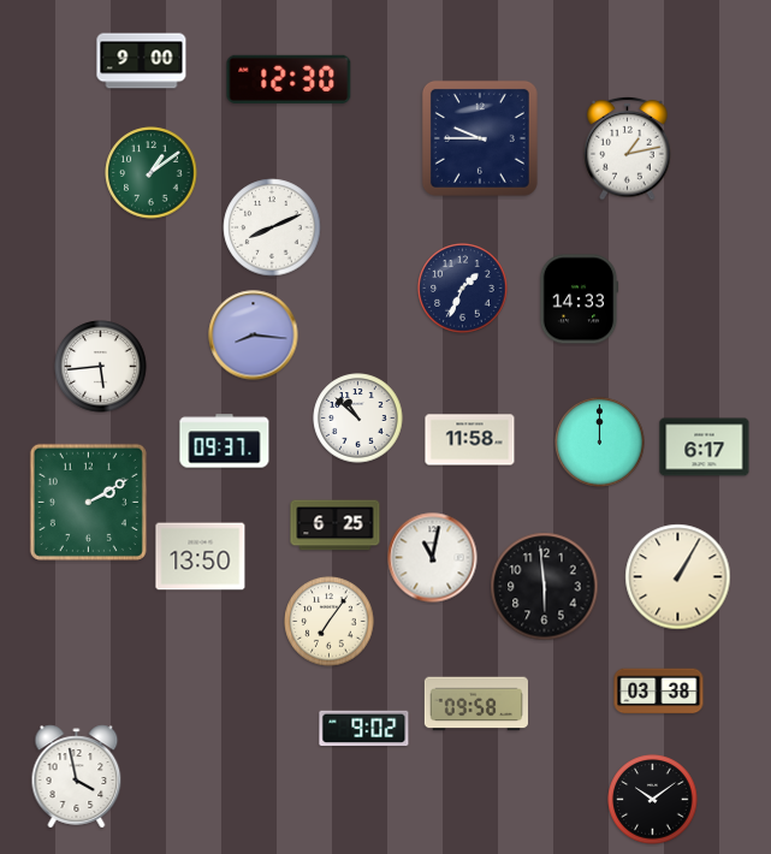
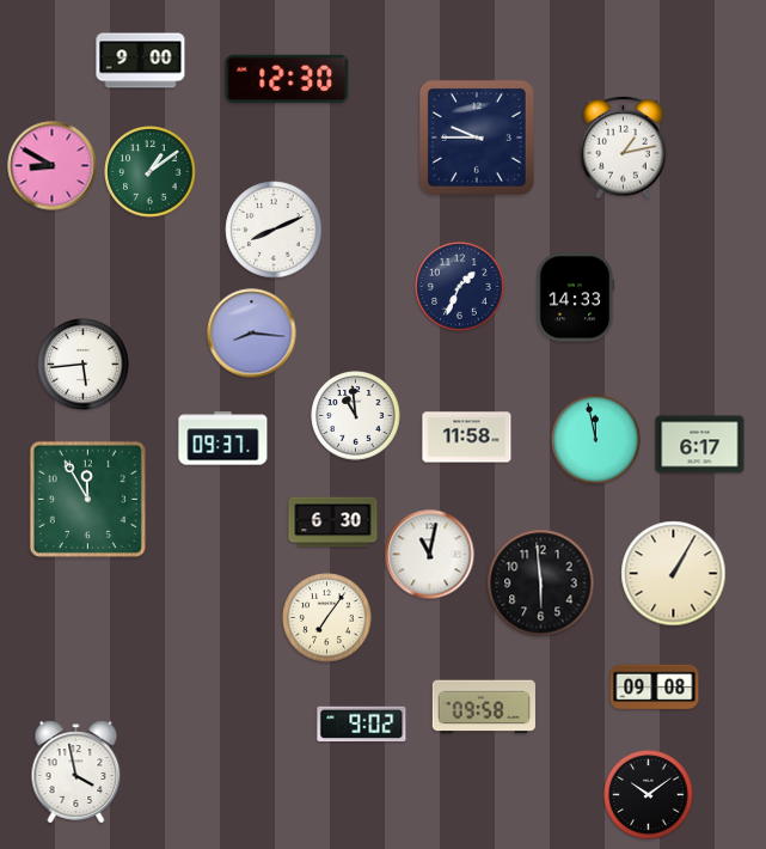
clock at (53, 166): none -> 8:50
clock at (272, 227) position: (272, 227) -> (274, 230)
clock at (101, 367) position: (101, 367) -> (84, 365)
clock at (358, 419): 10:52 -> 10:59
clock at (600, 443): 12:00 -> 11:58
clock at (88, 502): 2:10 -> 11:55
clock at (336, 526): 6:25 -> 6:30
clock at (201, 557): 13:50 -> none
clock at (659, 692): 03:38 -> 09:08
clock at (476, 704) position: (476, 704) -> (484, 707)
